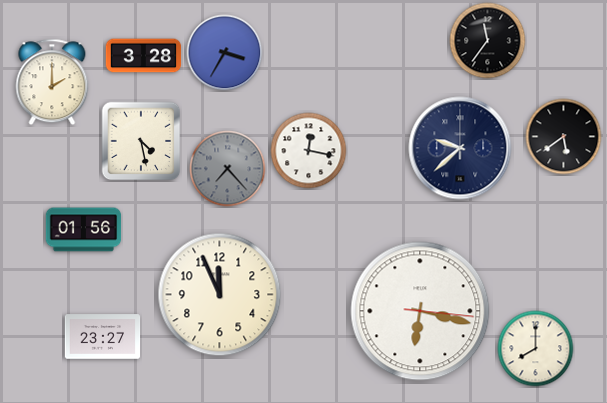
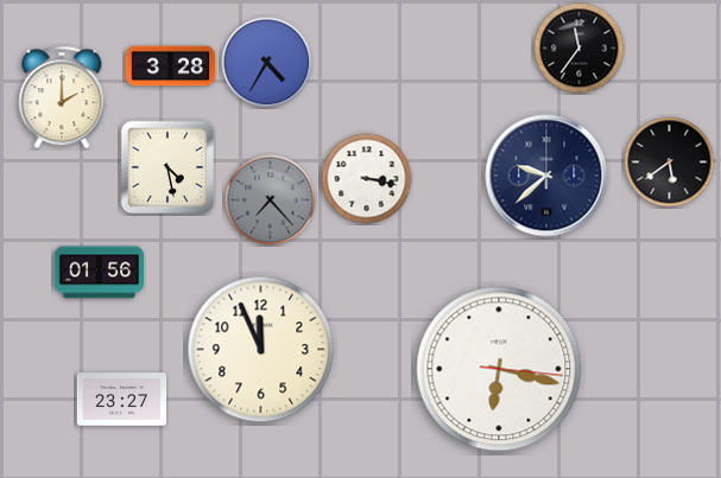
clock at (225, 53): 3:35 -> 4:35
clock at (309, 151): 12:17 -> 3:17
clock at (536, 349): 8:00 -> none
